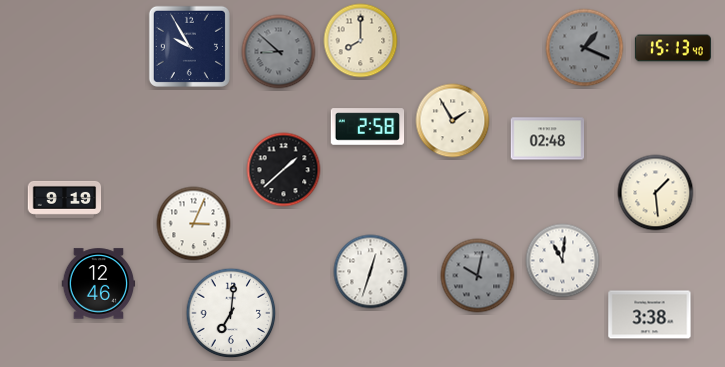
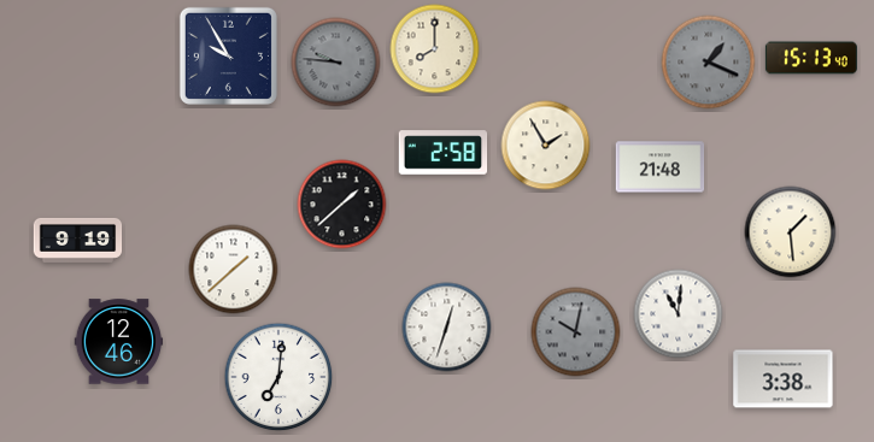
clock at (585, 48) position: (585, 48) -> (709, 63)
clock at (279, 52): 8:52 -> 9:46
clock at (548, 139): 02:48 -> 21:48
clock at (194, 224): 3:04 -> 1:38
